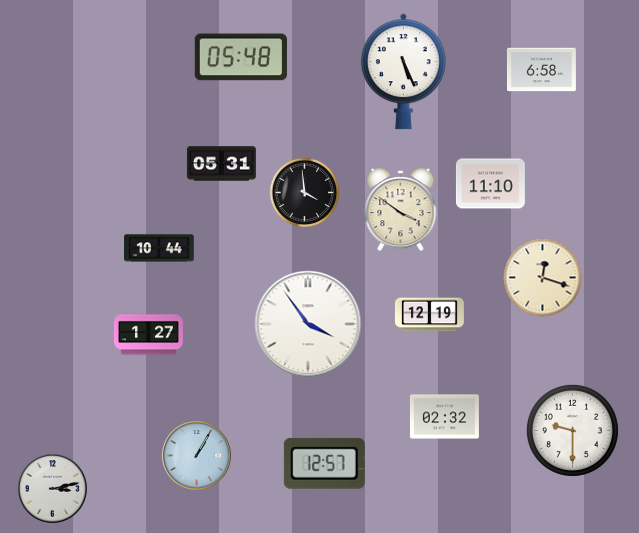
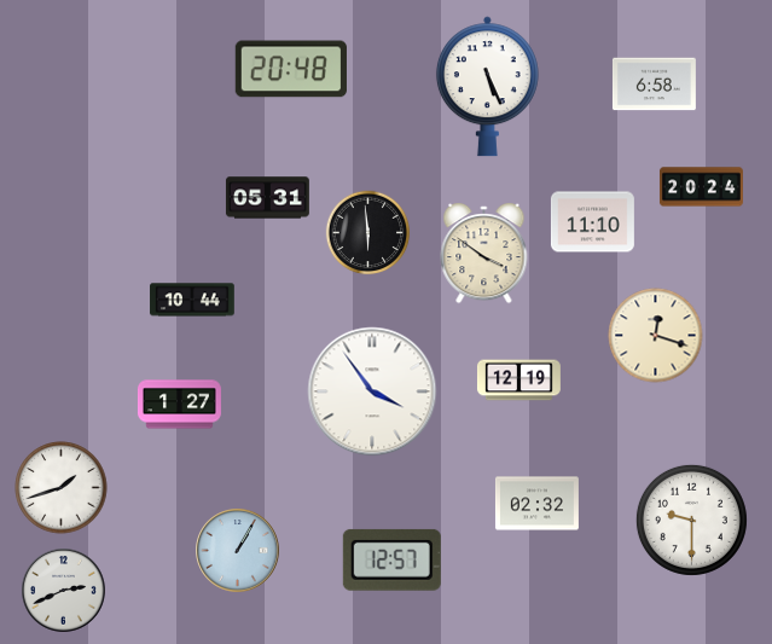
clock at (241, 57): 05:48 -> 20:48
clock at (701, 187): none -> 20:24
clock at (305, 193): 3:59 -> 5:59
clock at (62, 488): none -> 1:42
clock at (53, 489): 3:13 -> 2:41
